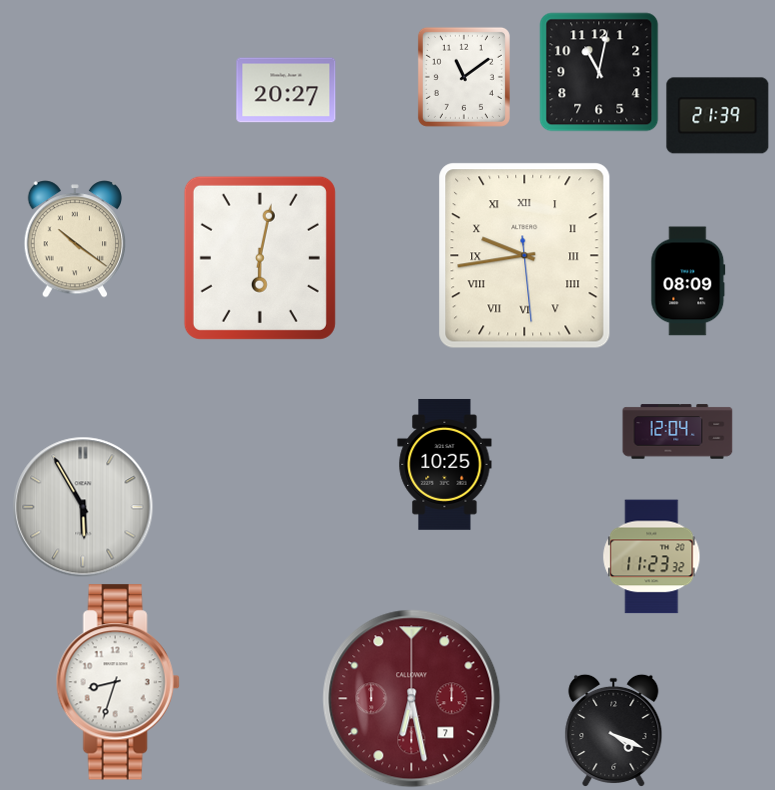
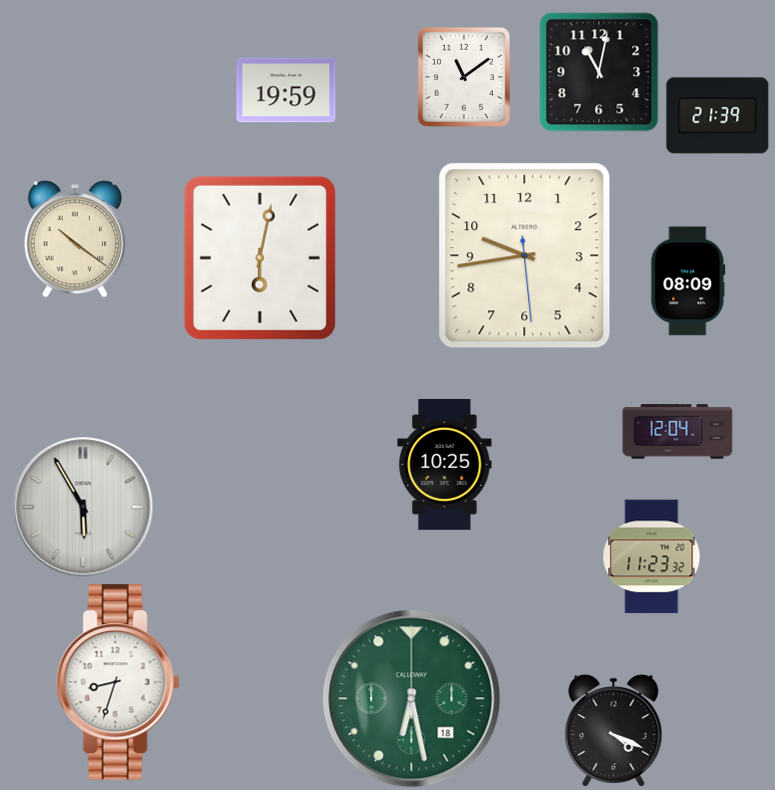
clock at (286, 90): 20:27 -> 19:59
clock at (525, 256) numerals: Roman -> Arabic
clock at (412, 699) date: 7 -> 18
clock at (412, 699) dial: burgundy -> green
